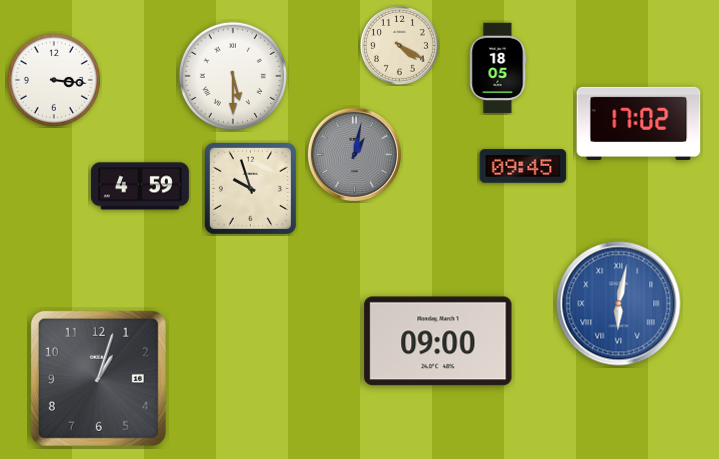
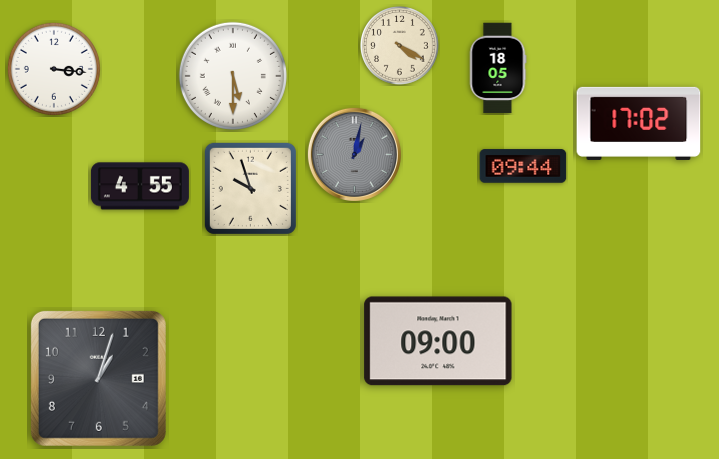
clock at (54, 80) position: (54, 80) -> (54, 69)
clock at (523, 166): 09:45 -> 09:44
clock at (140, 186): 4:59 -> 4:55
clock at (619, 304): 6:02 -> none
